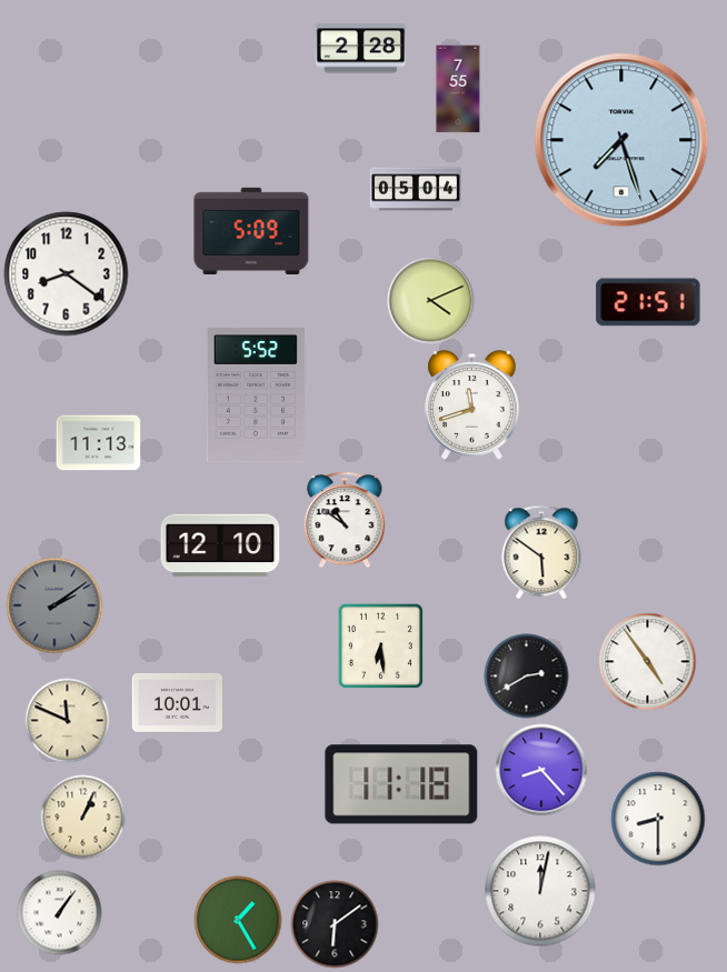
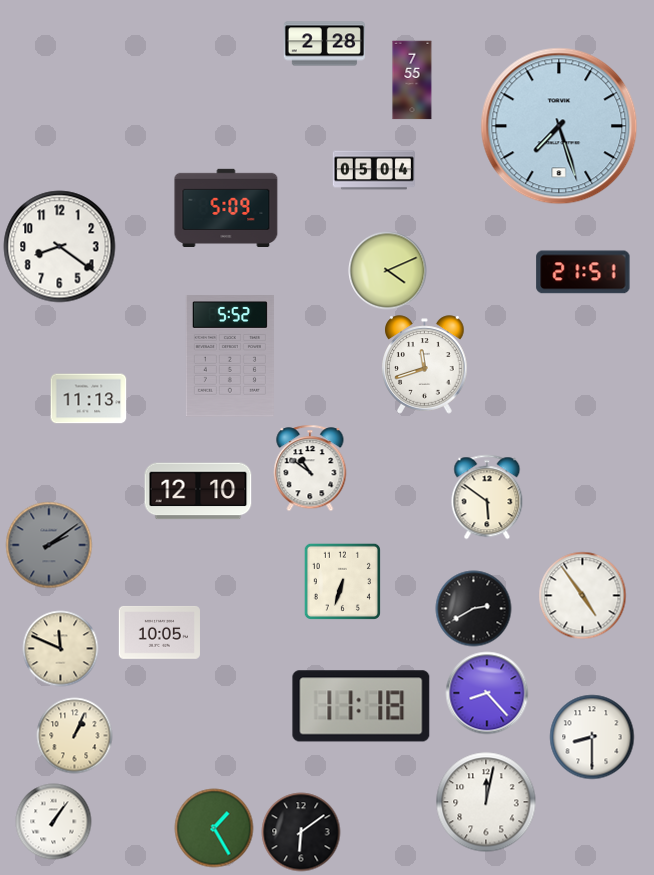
clock at (380, 645): 6:29 -> 6:33
clock at (177, 702): 10:01 -> 10:05
